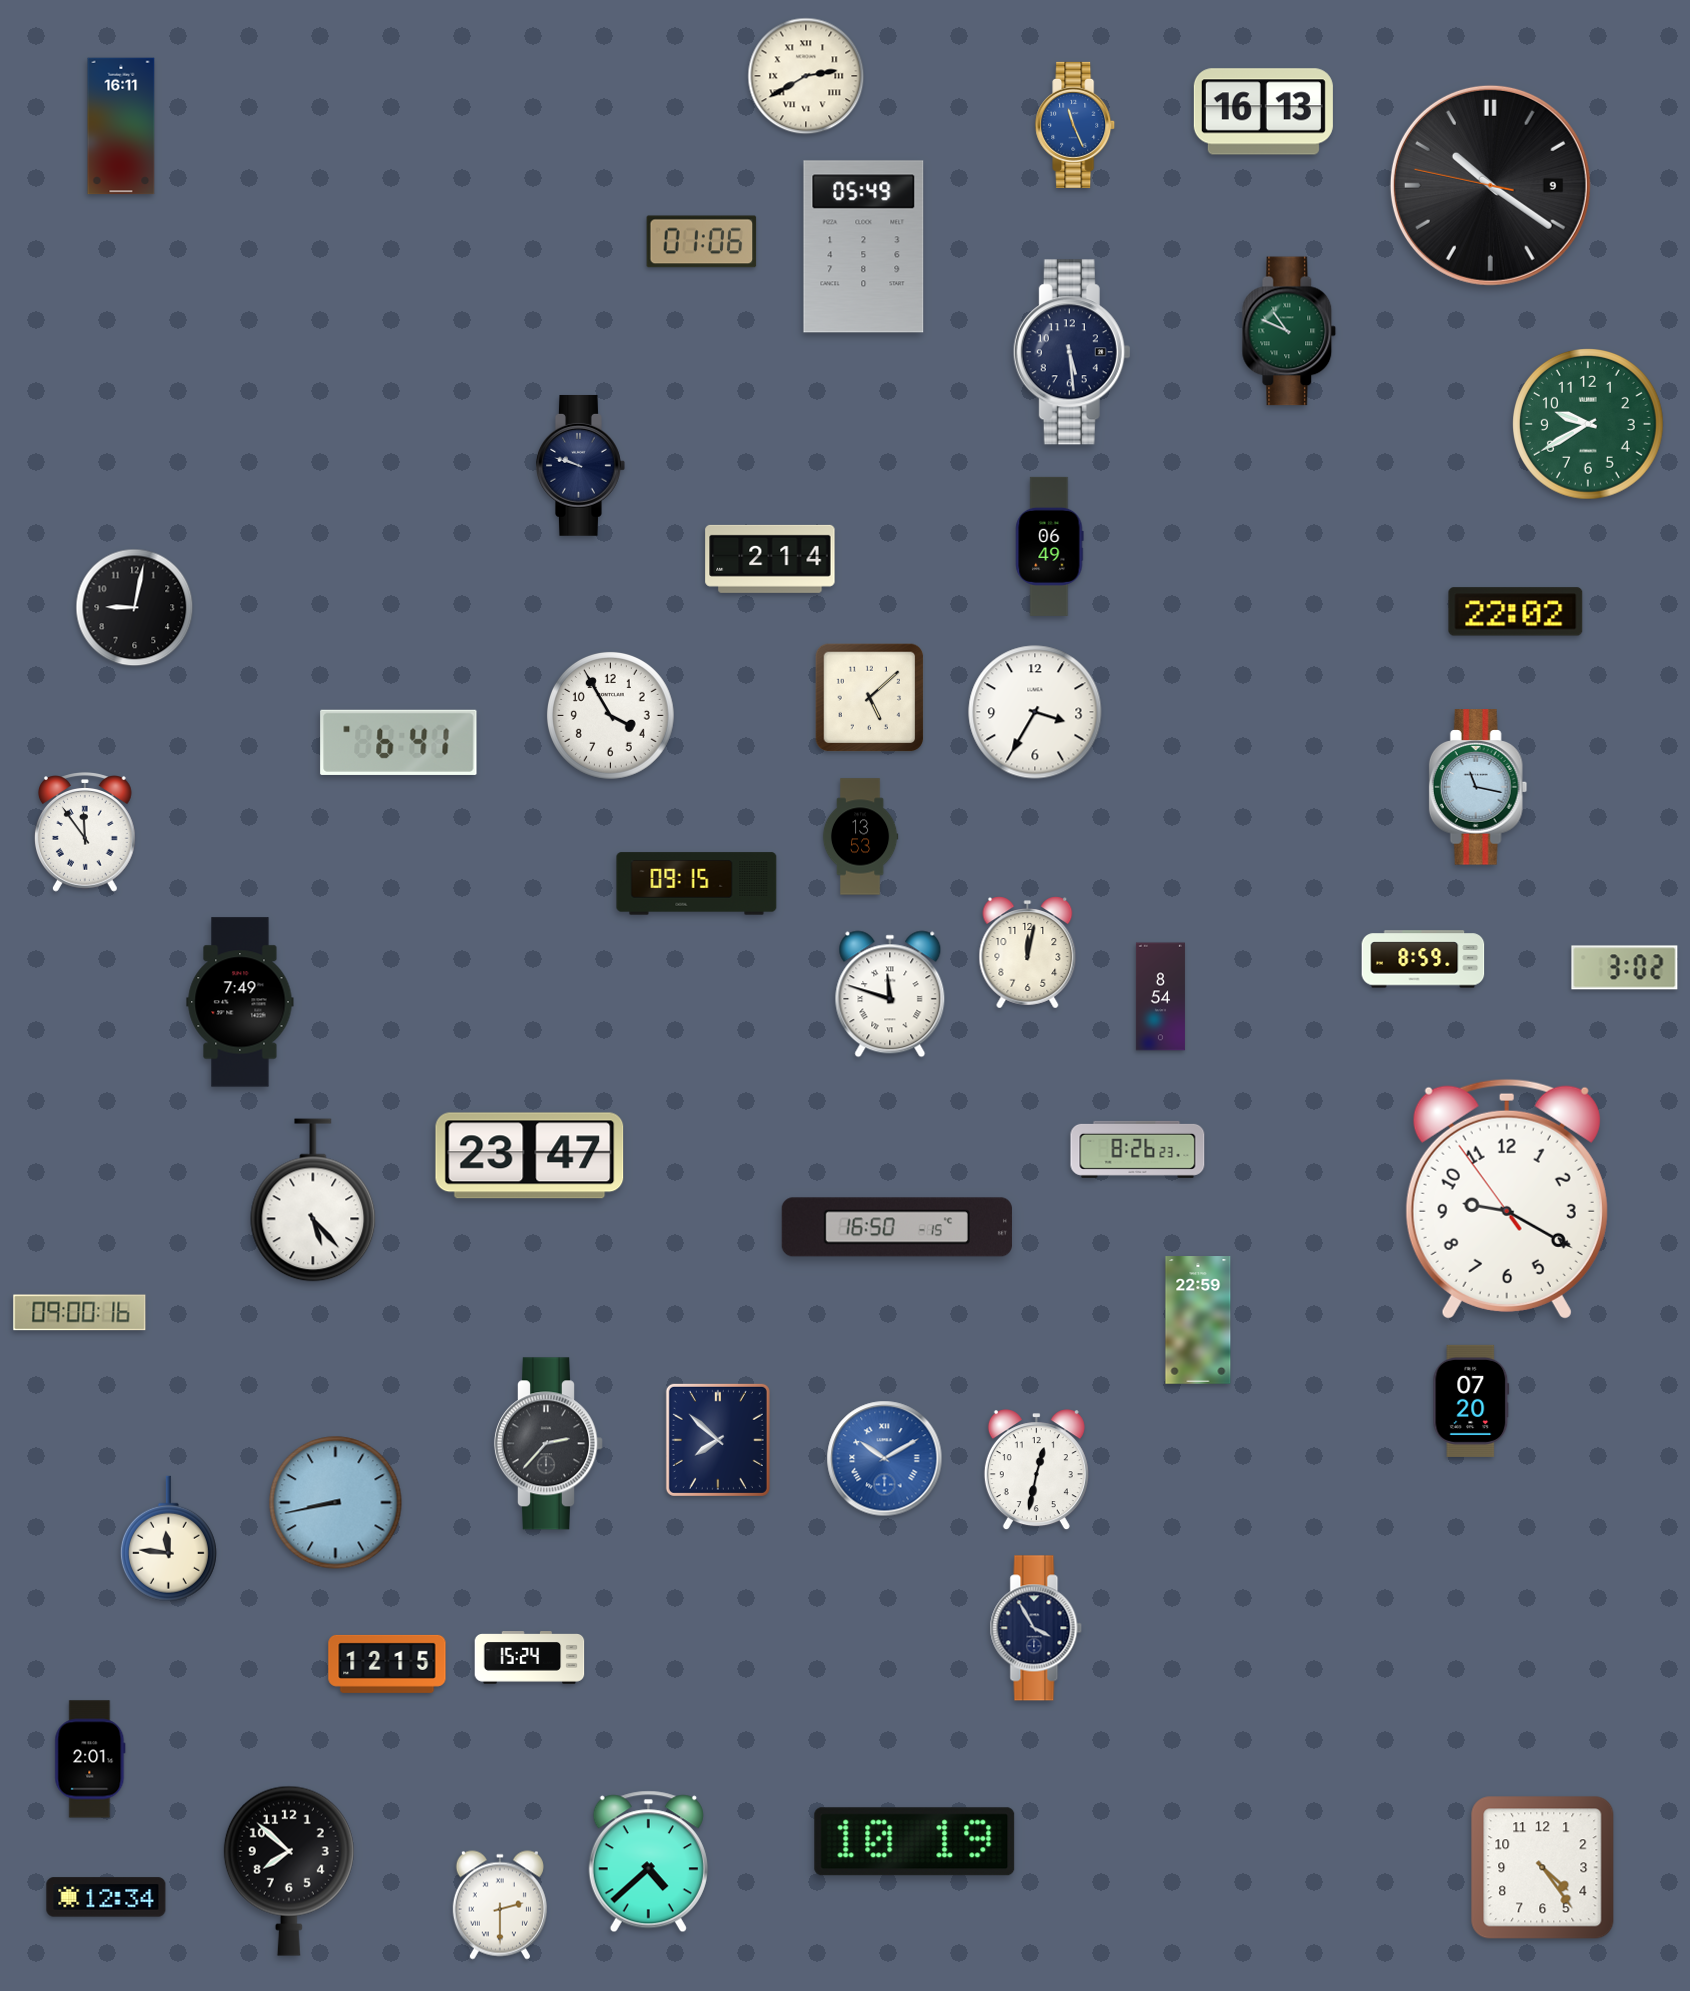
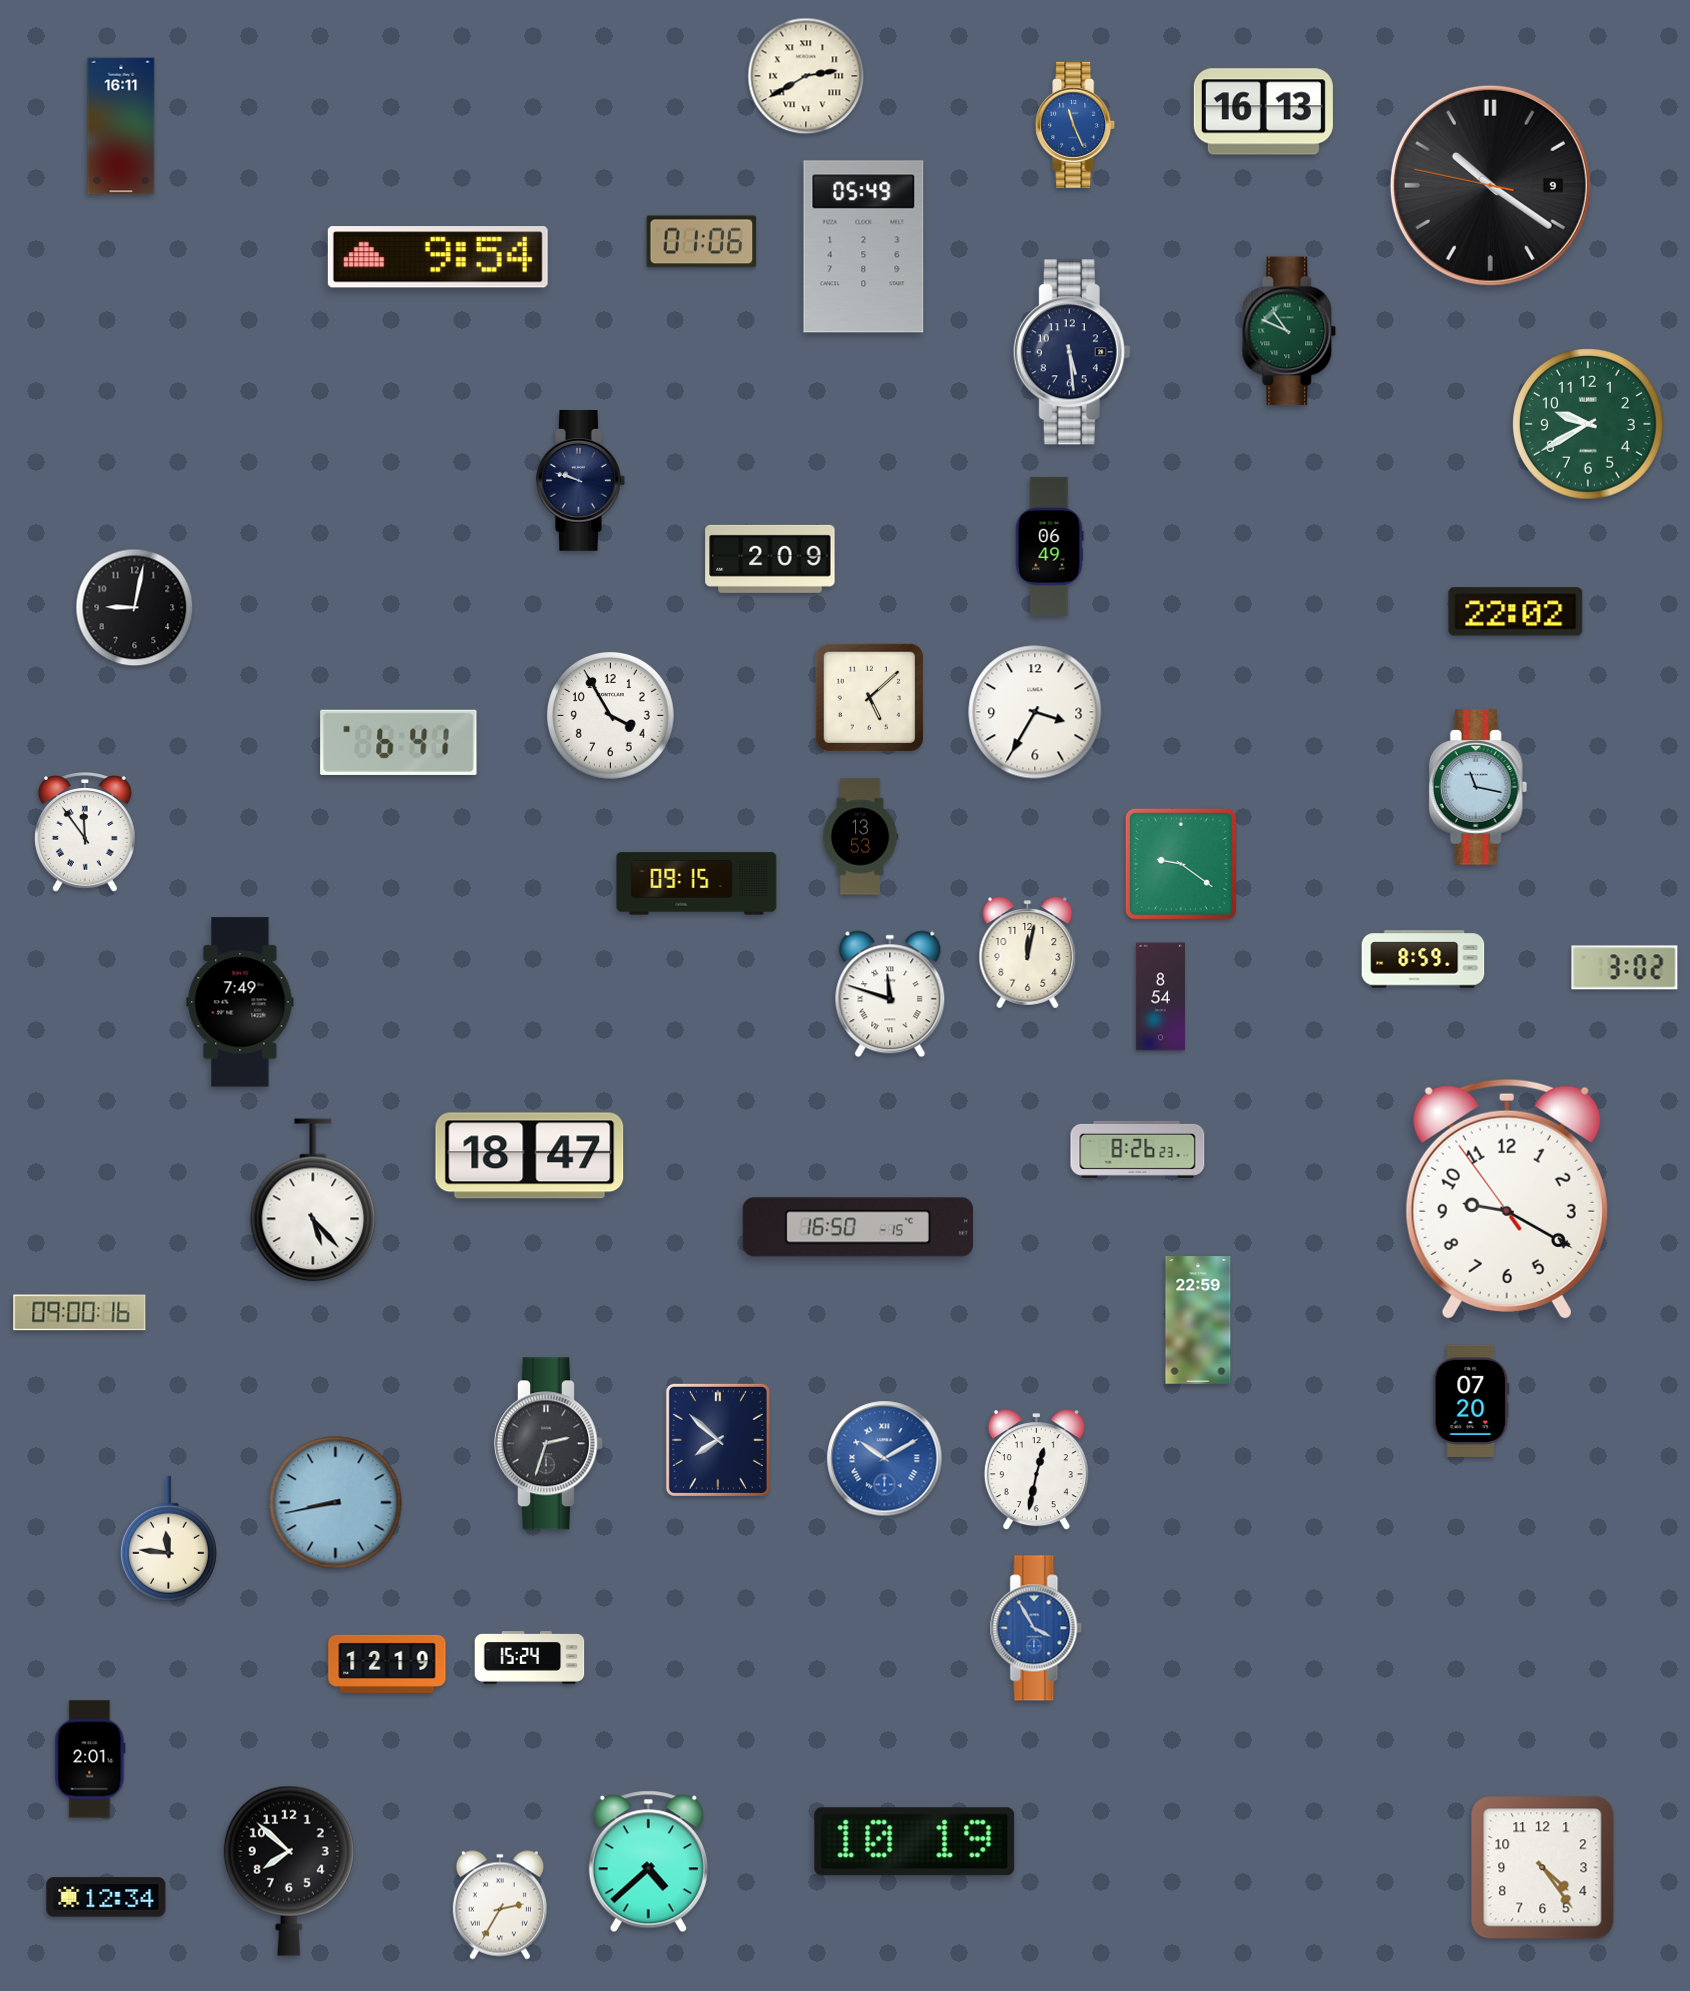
clock at (438, 257): none -> 9:54
clock at (581, 465) position: (581, 465) -> (581, 480)
clock at (770, 559): 2:14 -> 2:09
clock at (1181, 864): none -> 9:21
clock at (530, 1156): 23:47 -> 18:47
clock at (897, 1227) position: (897, 1227) -> (858, 1227)
clock at (548, 1444): 2:37 -> 2:33
clock at (1036, 1628) dial: navy -> blue
clock at (387, 1664): 12:15 -> 12:19
clock at (500, 1905): 2:30 -> 2:35
